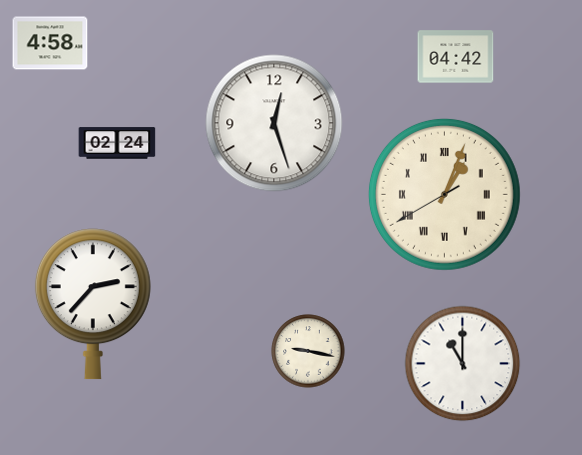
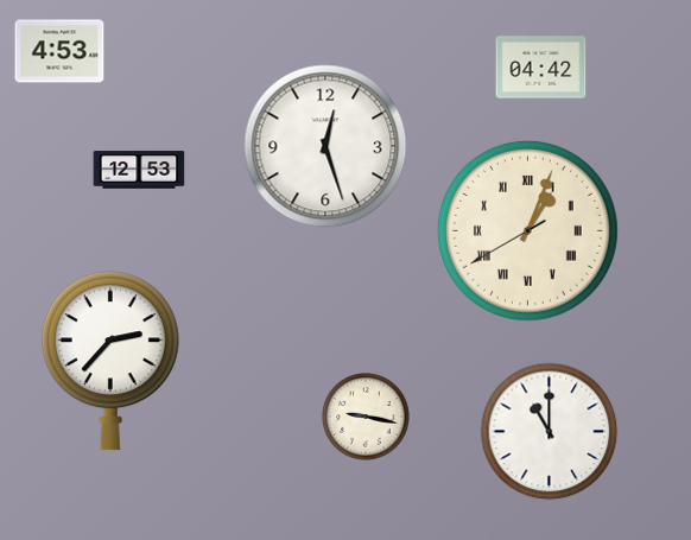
clock at (50, 43): 4:58 -> 4:53
clock at (117, 143): 02:24 -> 12:53
